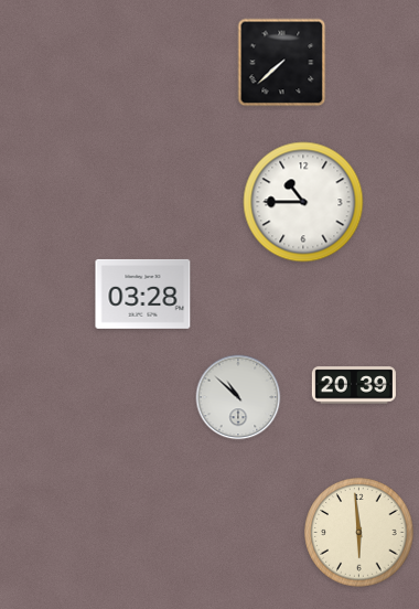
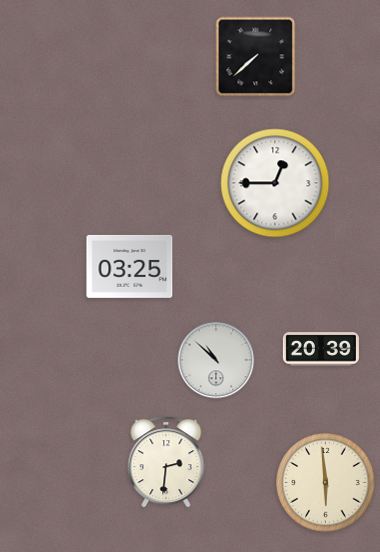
clock at (303, 202): 10:45 -> 12:45
clock at (143, 293): 03:28 -> 03:25
clock at (166, 462): none -> 2:31
